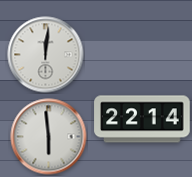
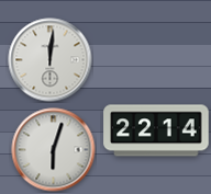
clock at (49, 137): 5:59 -> 6:03
